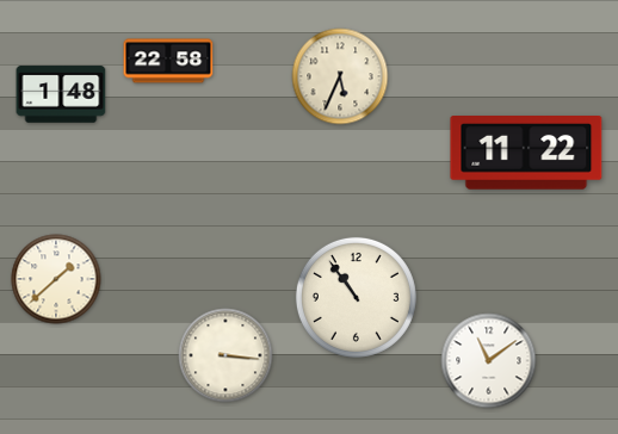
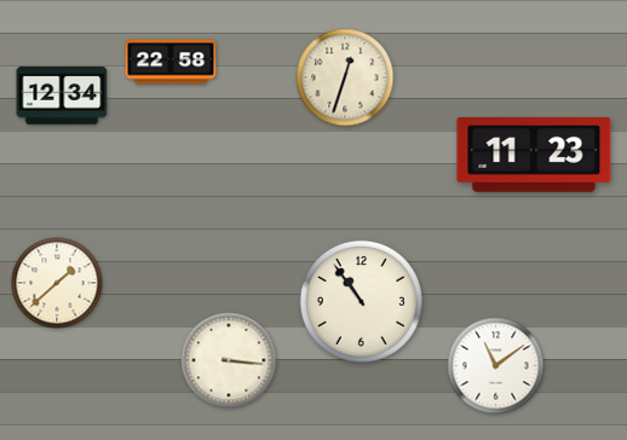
clock at (340, 76): 5:34 -> 12:33
clock at (61, 94): 1:48 -> 12:34
clock at (526, 153): 11:22 -> 11:23
